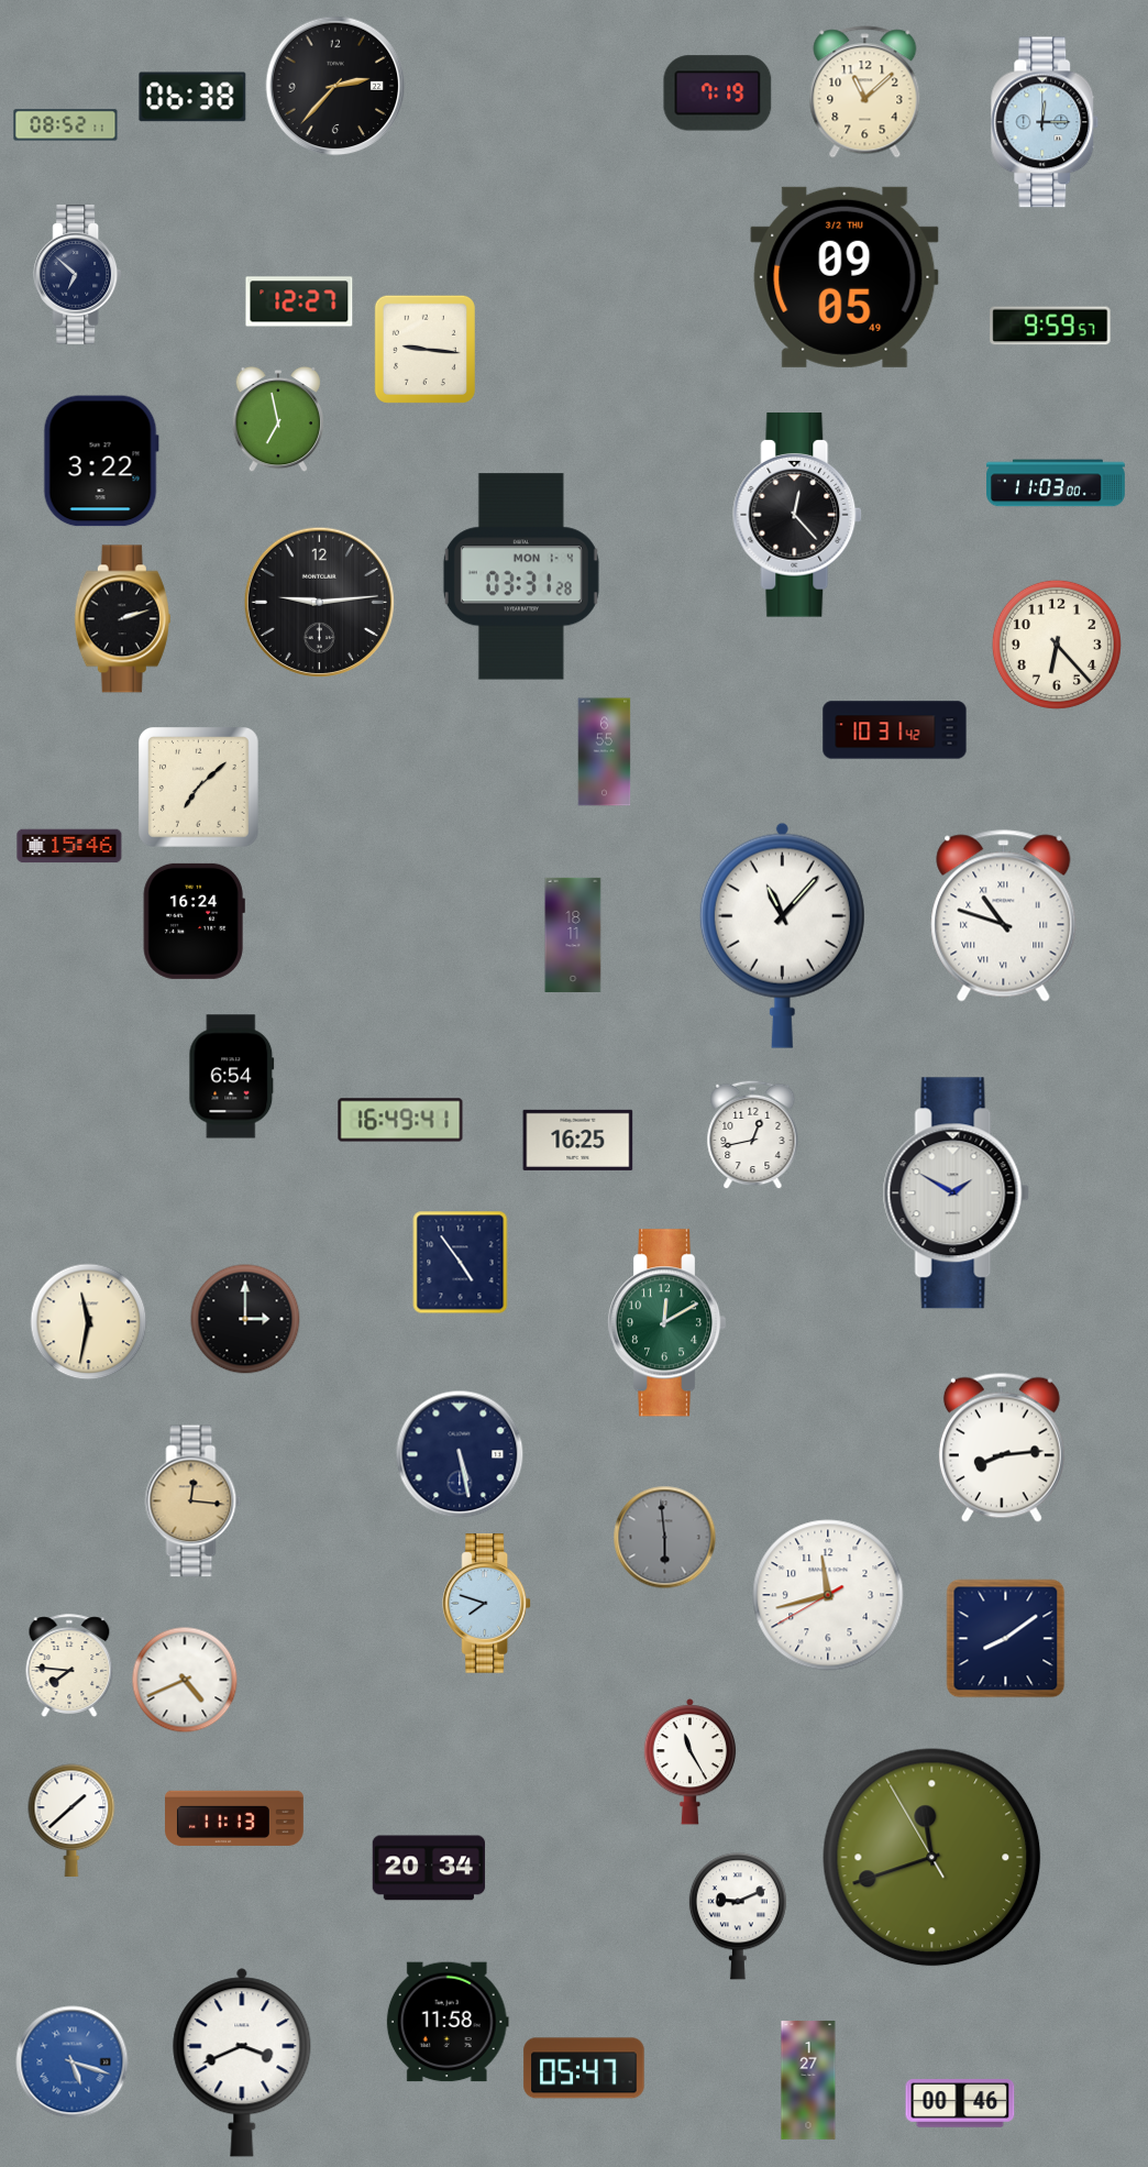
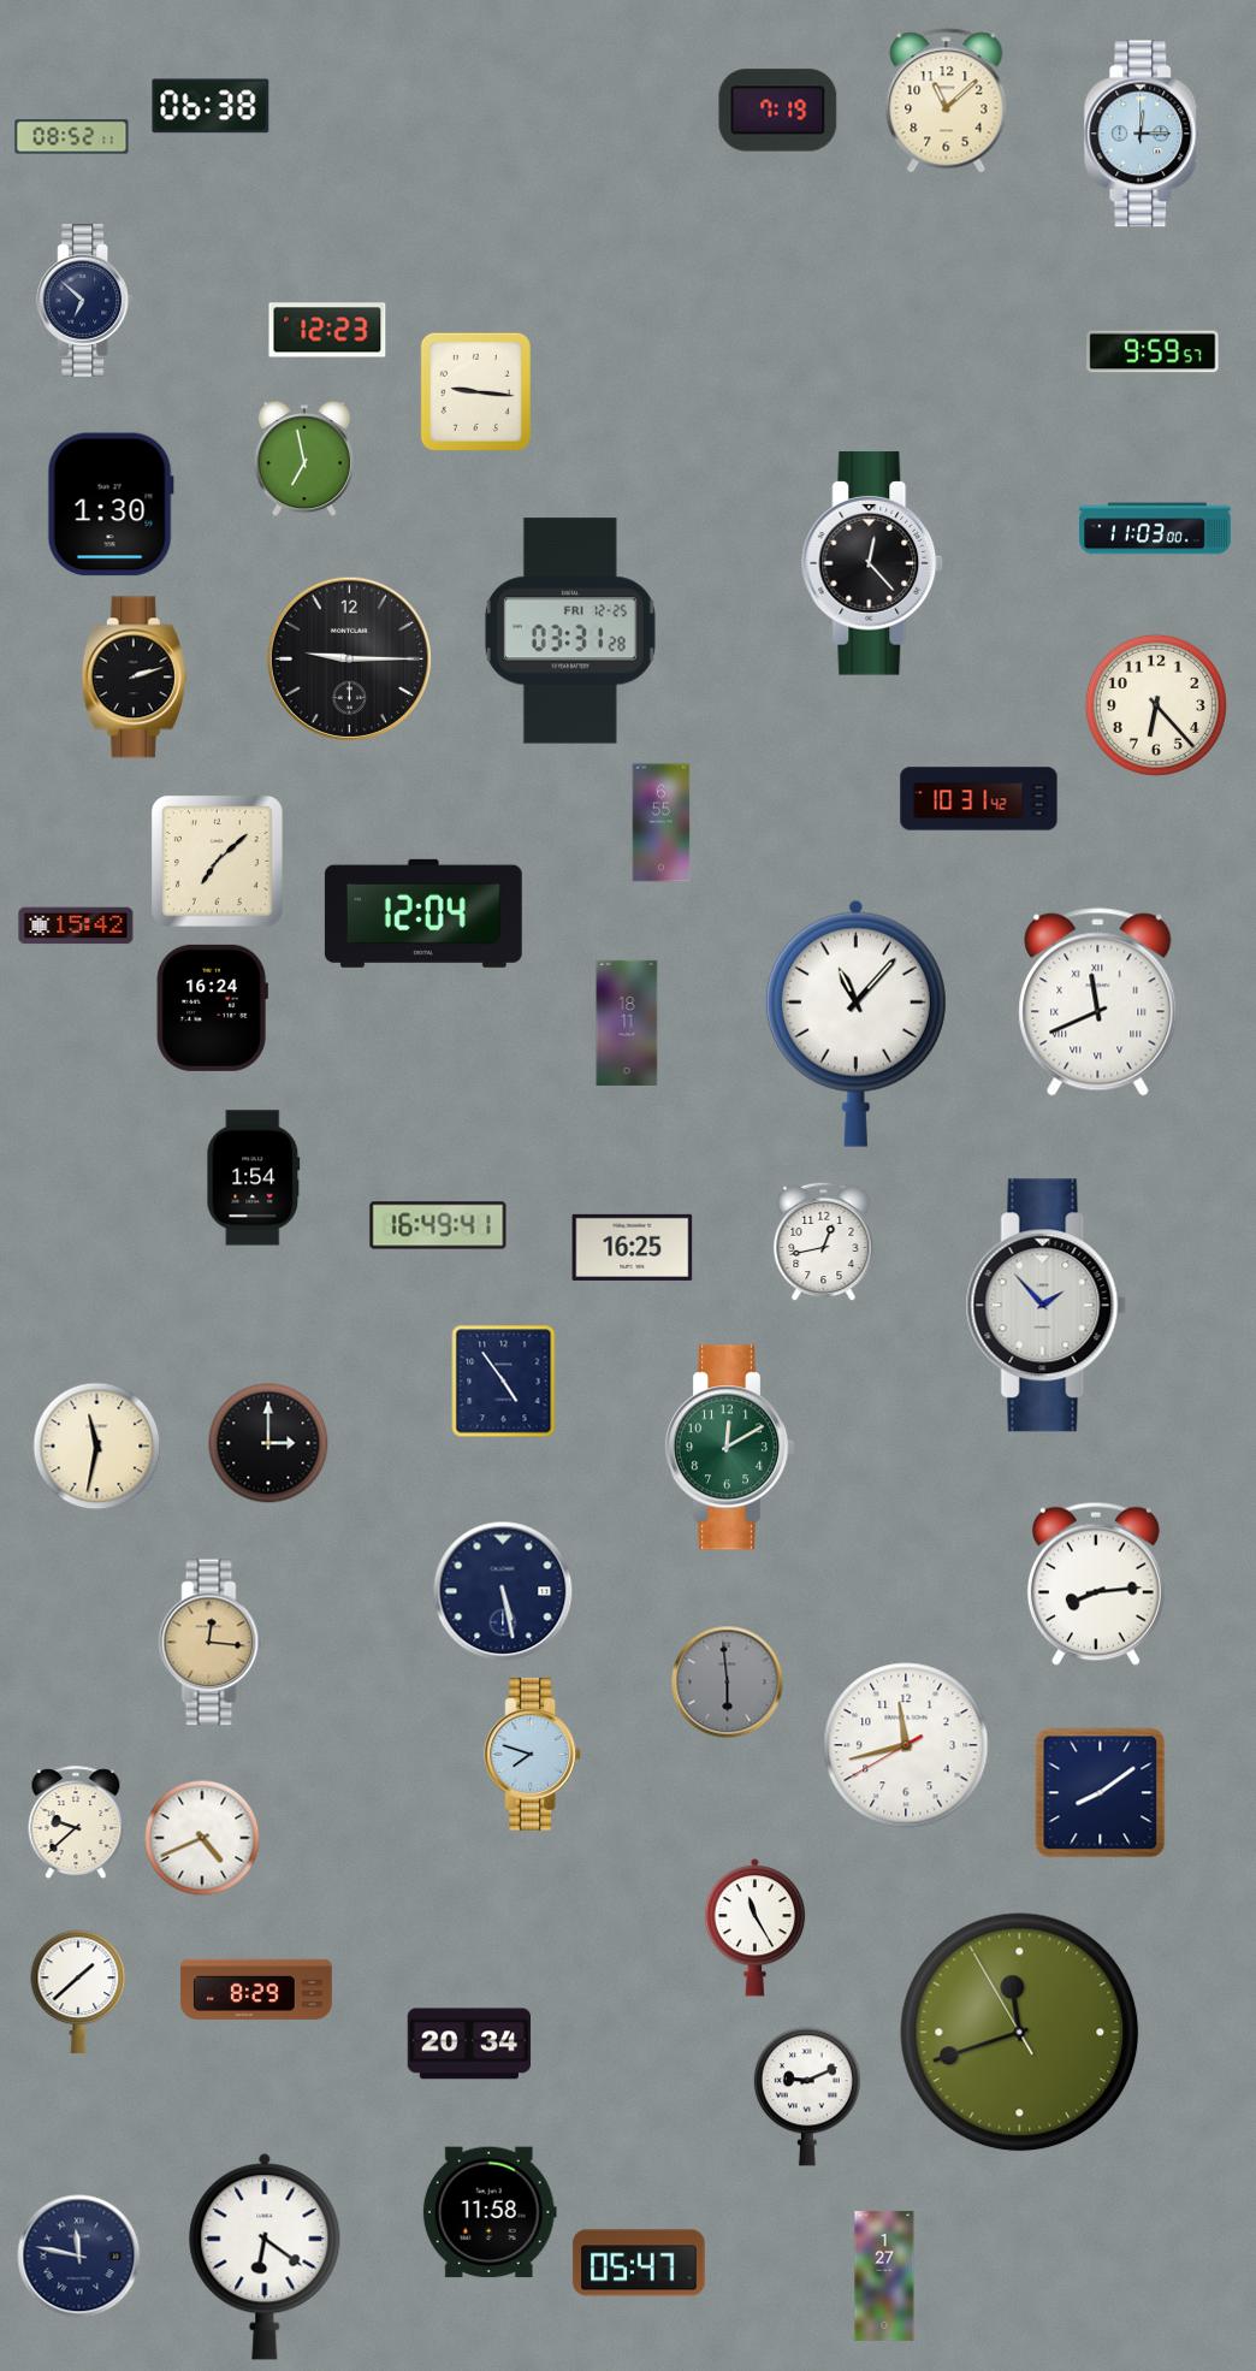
clock at (335, 86): 2:37 -> none
clock at (718, 94) position: (718, 94) -> (778, 111)
clock at (845, 277): 09:05 -> none
clock at (299, 301): 12:27 -> 12:23
clock at (1050, 326) position: (1050, 326) -> (1153, 351)
clock at (424, 349) position: (424, 349) -> (475, 391)
clock at (101, 461): 3:22 -> 1:30
clock at (521, 576) date: MON 1-4 -> FRI 12-25
clock at (319, 602): 9:14 -> 9:15
clock at (423, 913): none -> 12:04
clock at (69, 846): 15:46 -> 15:42
clock at (1004, 916): 10:48 -> 11:41
clock at (232, 1077): 6:54 -> 1:54
clock at (956, 1193): 1:50 -> 1:53
clock at (69, 1665): 7:46 -> 9:38
clock at (235, 1817): 11:13 -> 8:29
clock at (73, 2062): 5:18 -> 11:47
clock at (73, 2062) dial: blue -> navy
clock at (242, 2062): 3:41 -> 6:21
clock at (960, 2103): 00:46 -> none
